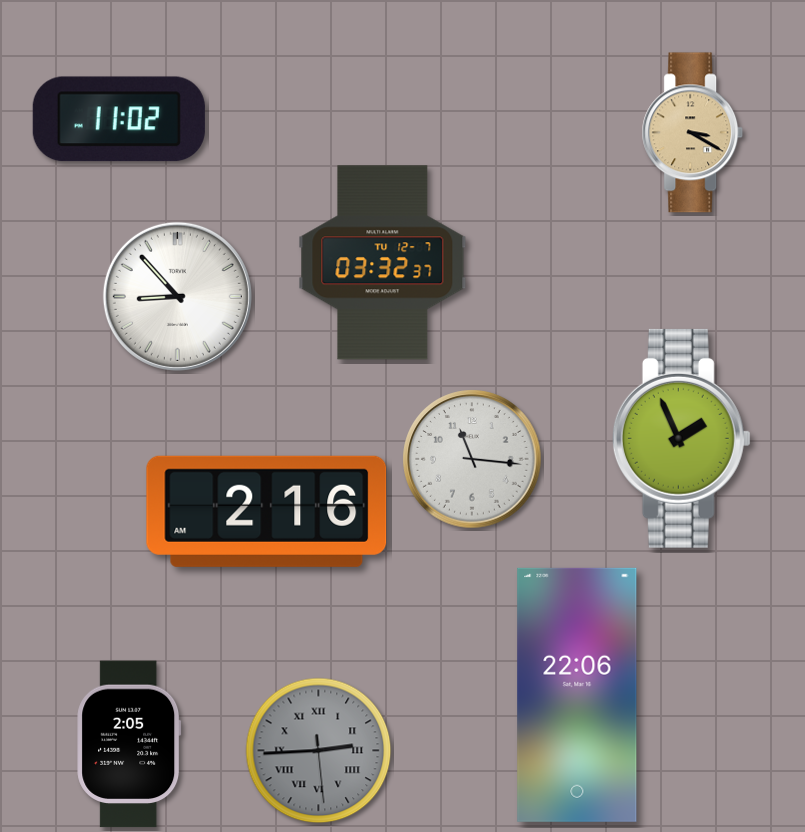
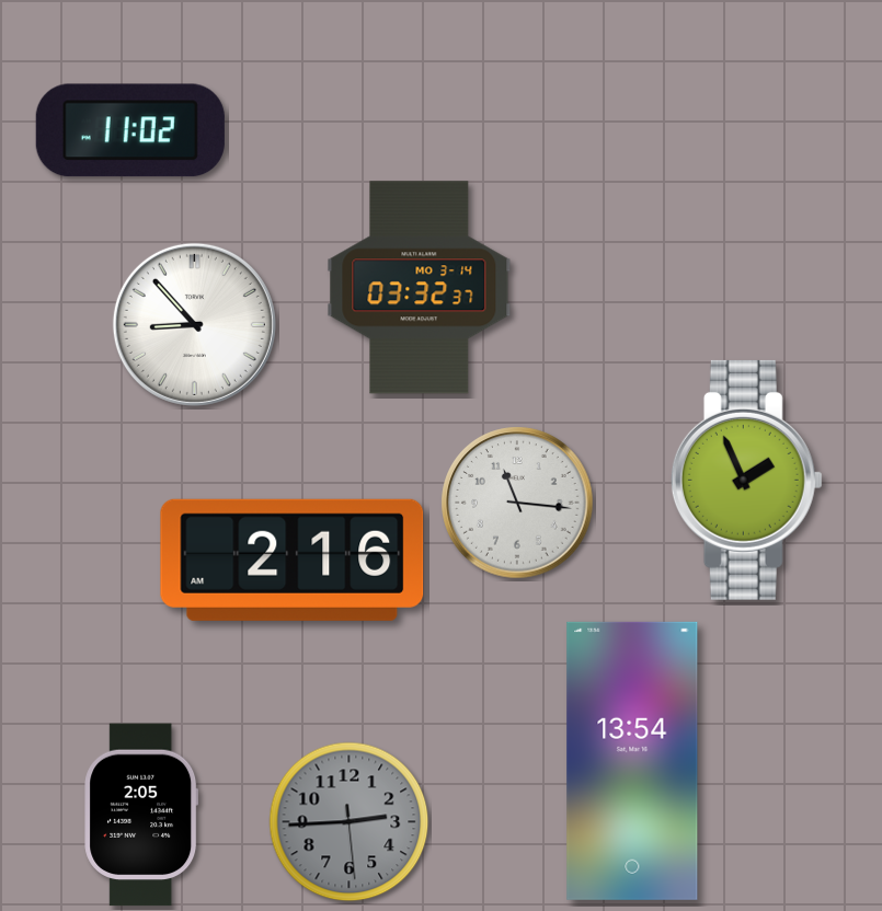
clock at (693, 133): 3:20 -> none
clock at (383, 263) date: TU 12-7 -> MO 3-14
clock at (577, 695): 22:06 -> 13:54
clock at (319, 751) numerals: Roman -> Arabic
